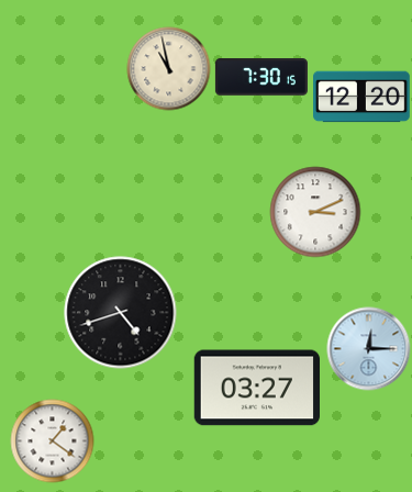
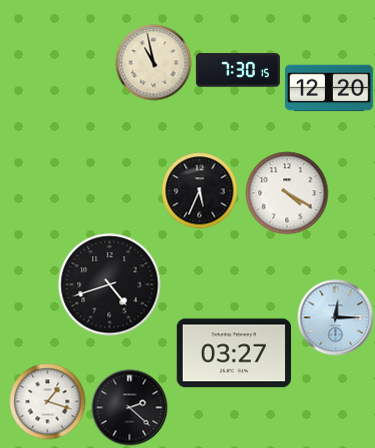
clock at (200, 191): none -> 5:34
clock at (315, 212): 3:11 -> 4:20
clock at (53, 441): 1:21 -> 1:18
clock at (130, 408): none -> 2:22
